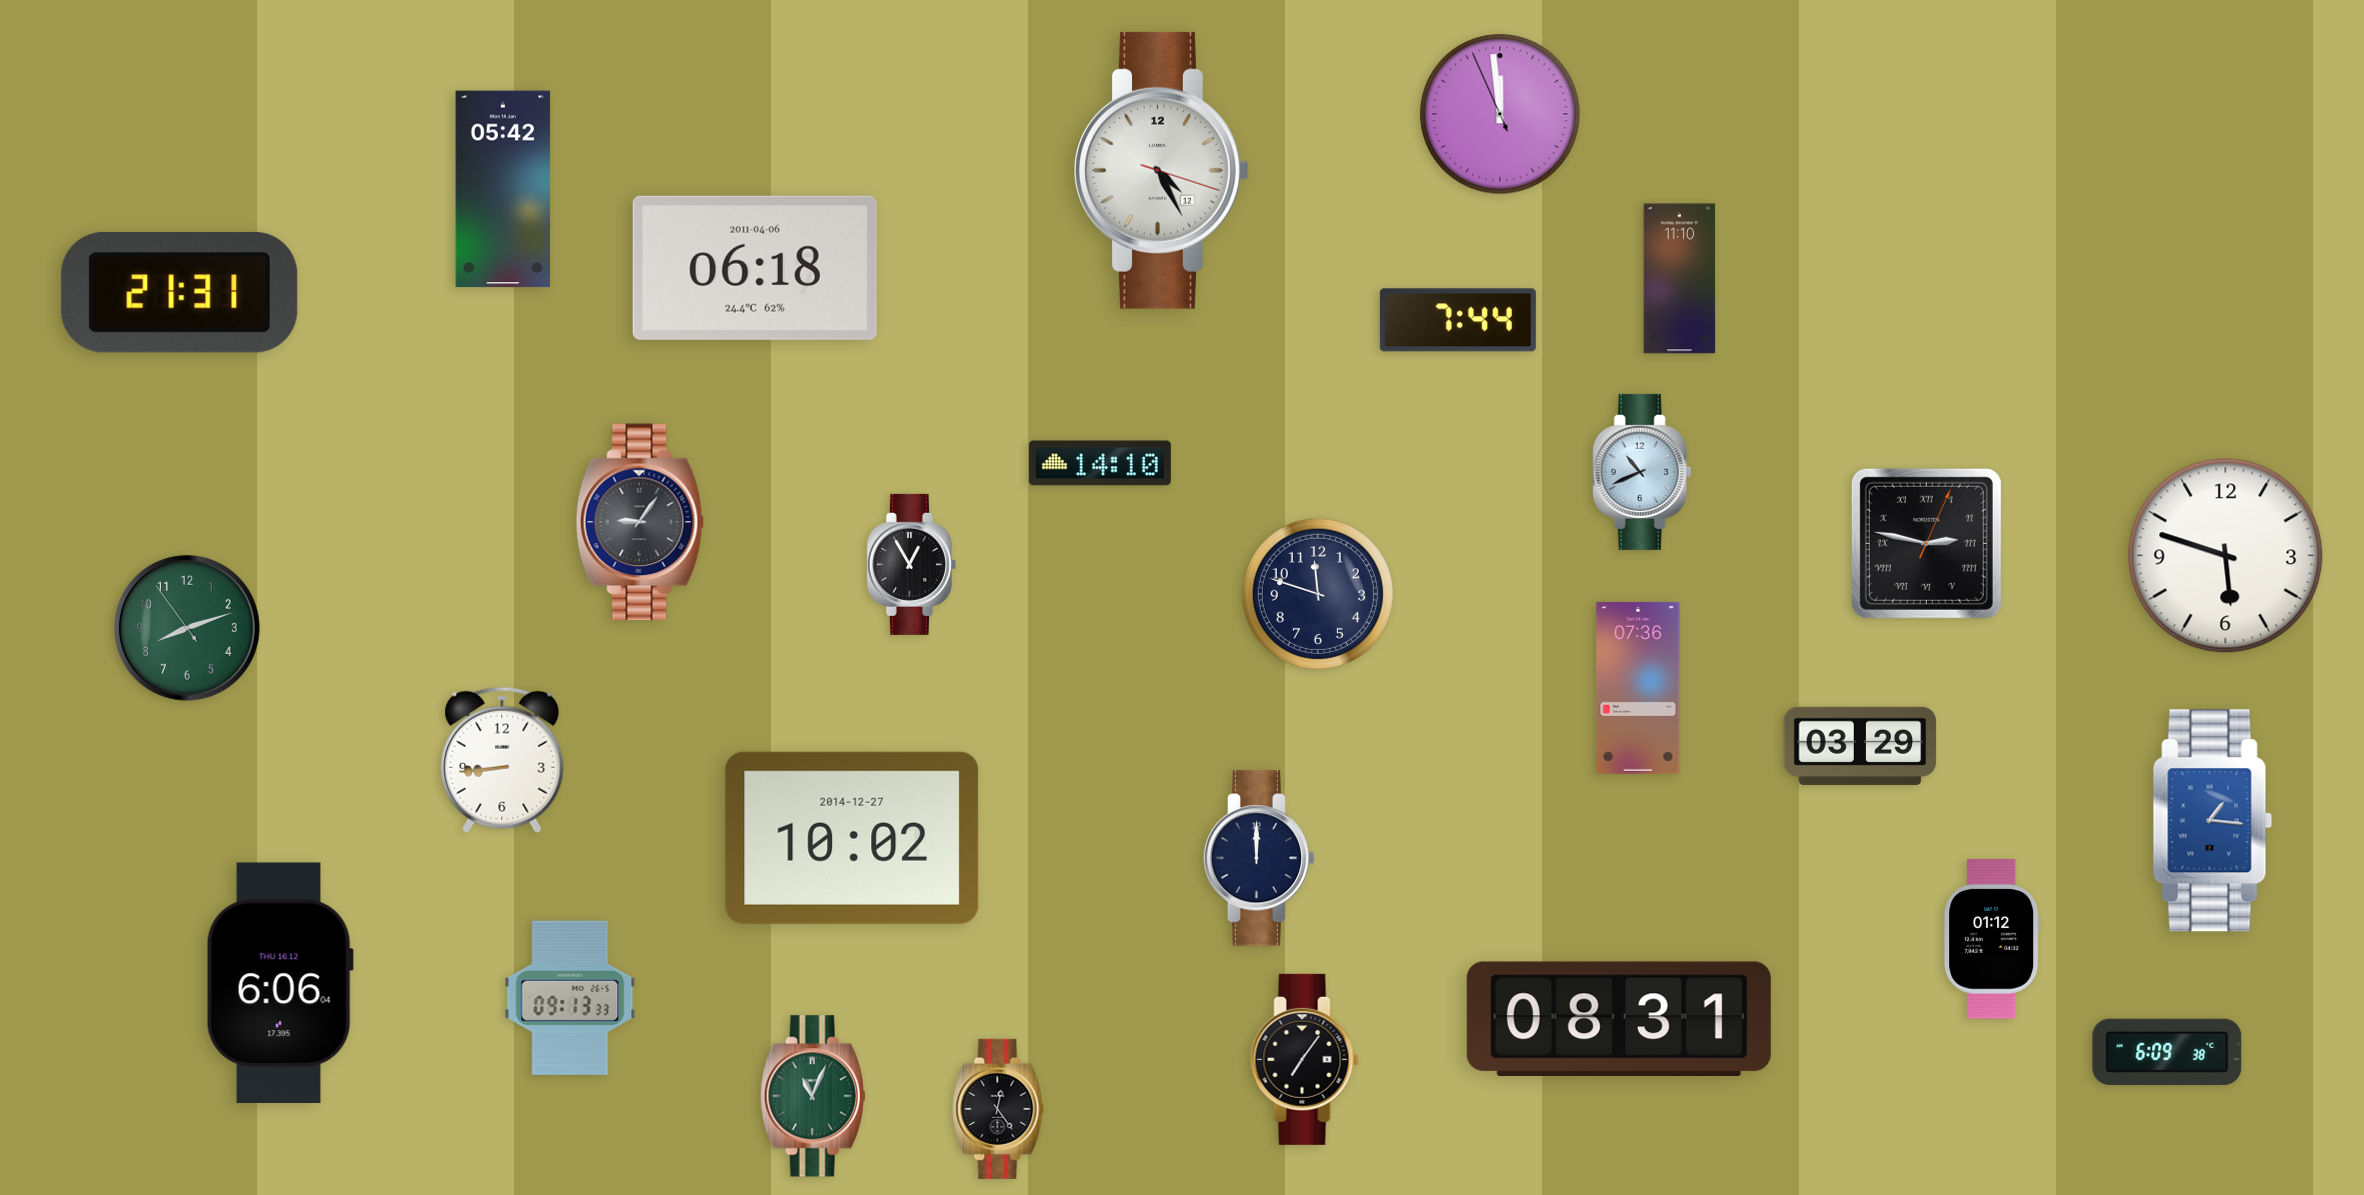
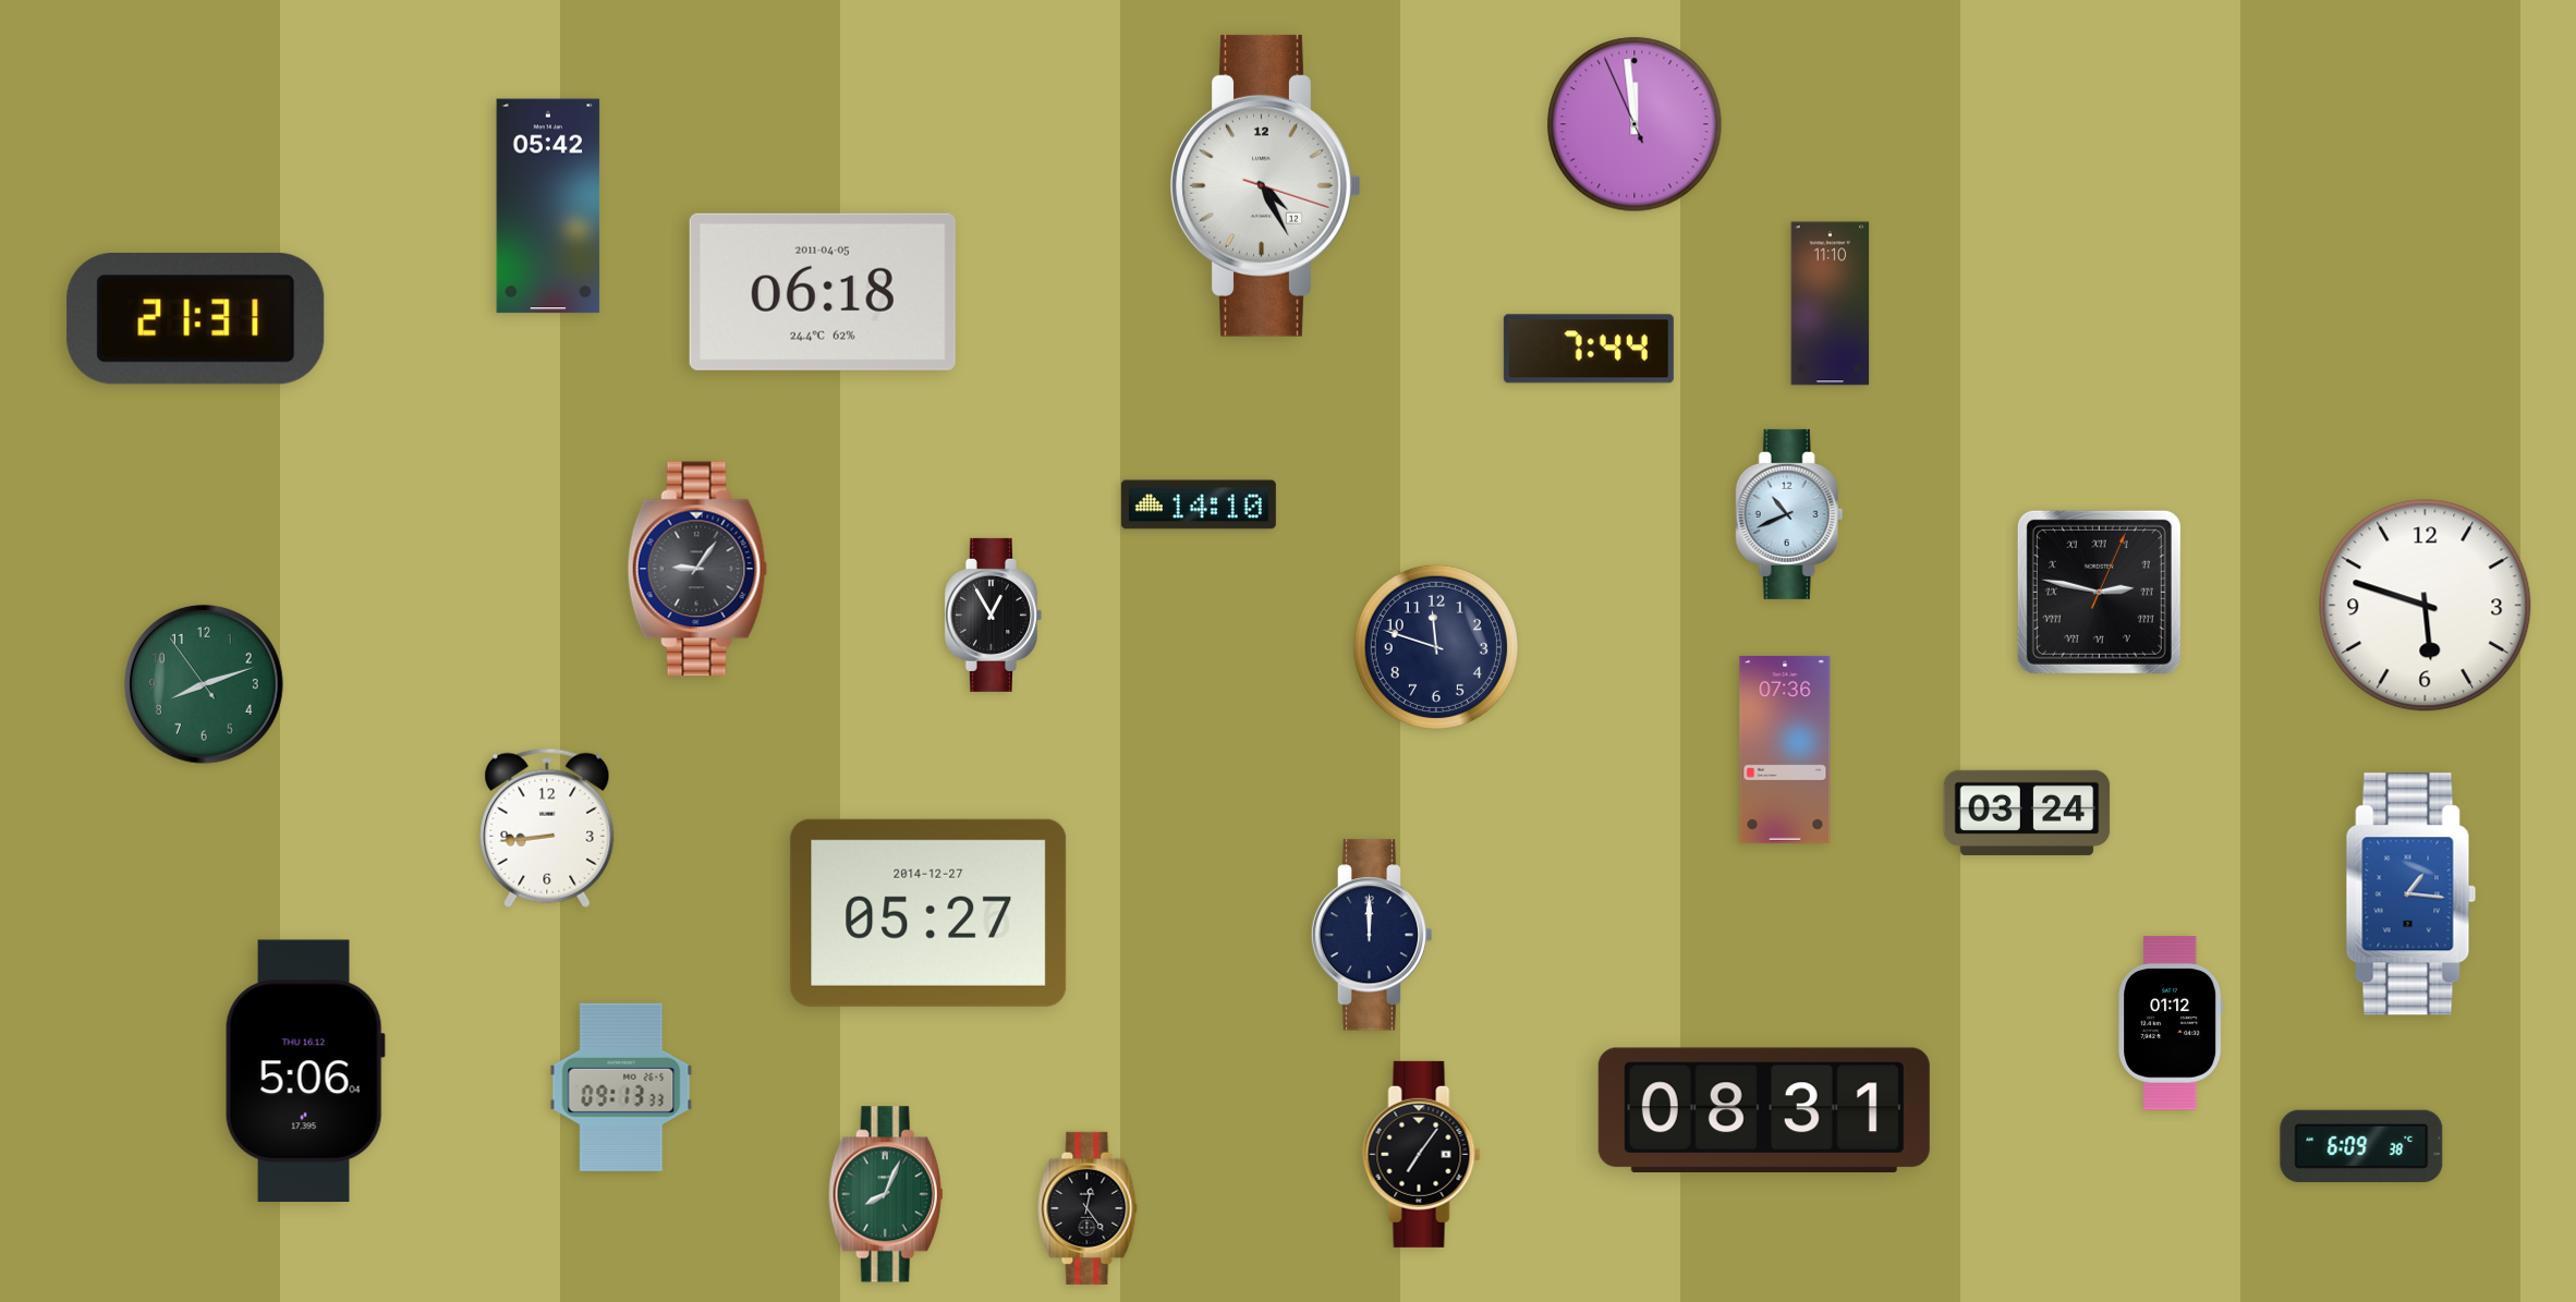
clock at (755, 268) date: 2011-04-06 -> 2011-04-05
clock at (1860, 746): 03:29 -> 03:24
clock at (852, 838): 10:02 -> 05:27
clock at (280, 983): 6:06 -> 5:06
clock at (813, 1096): 11:04 -> 8:04
